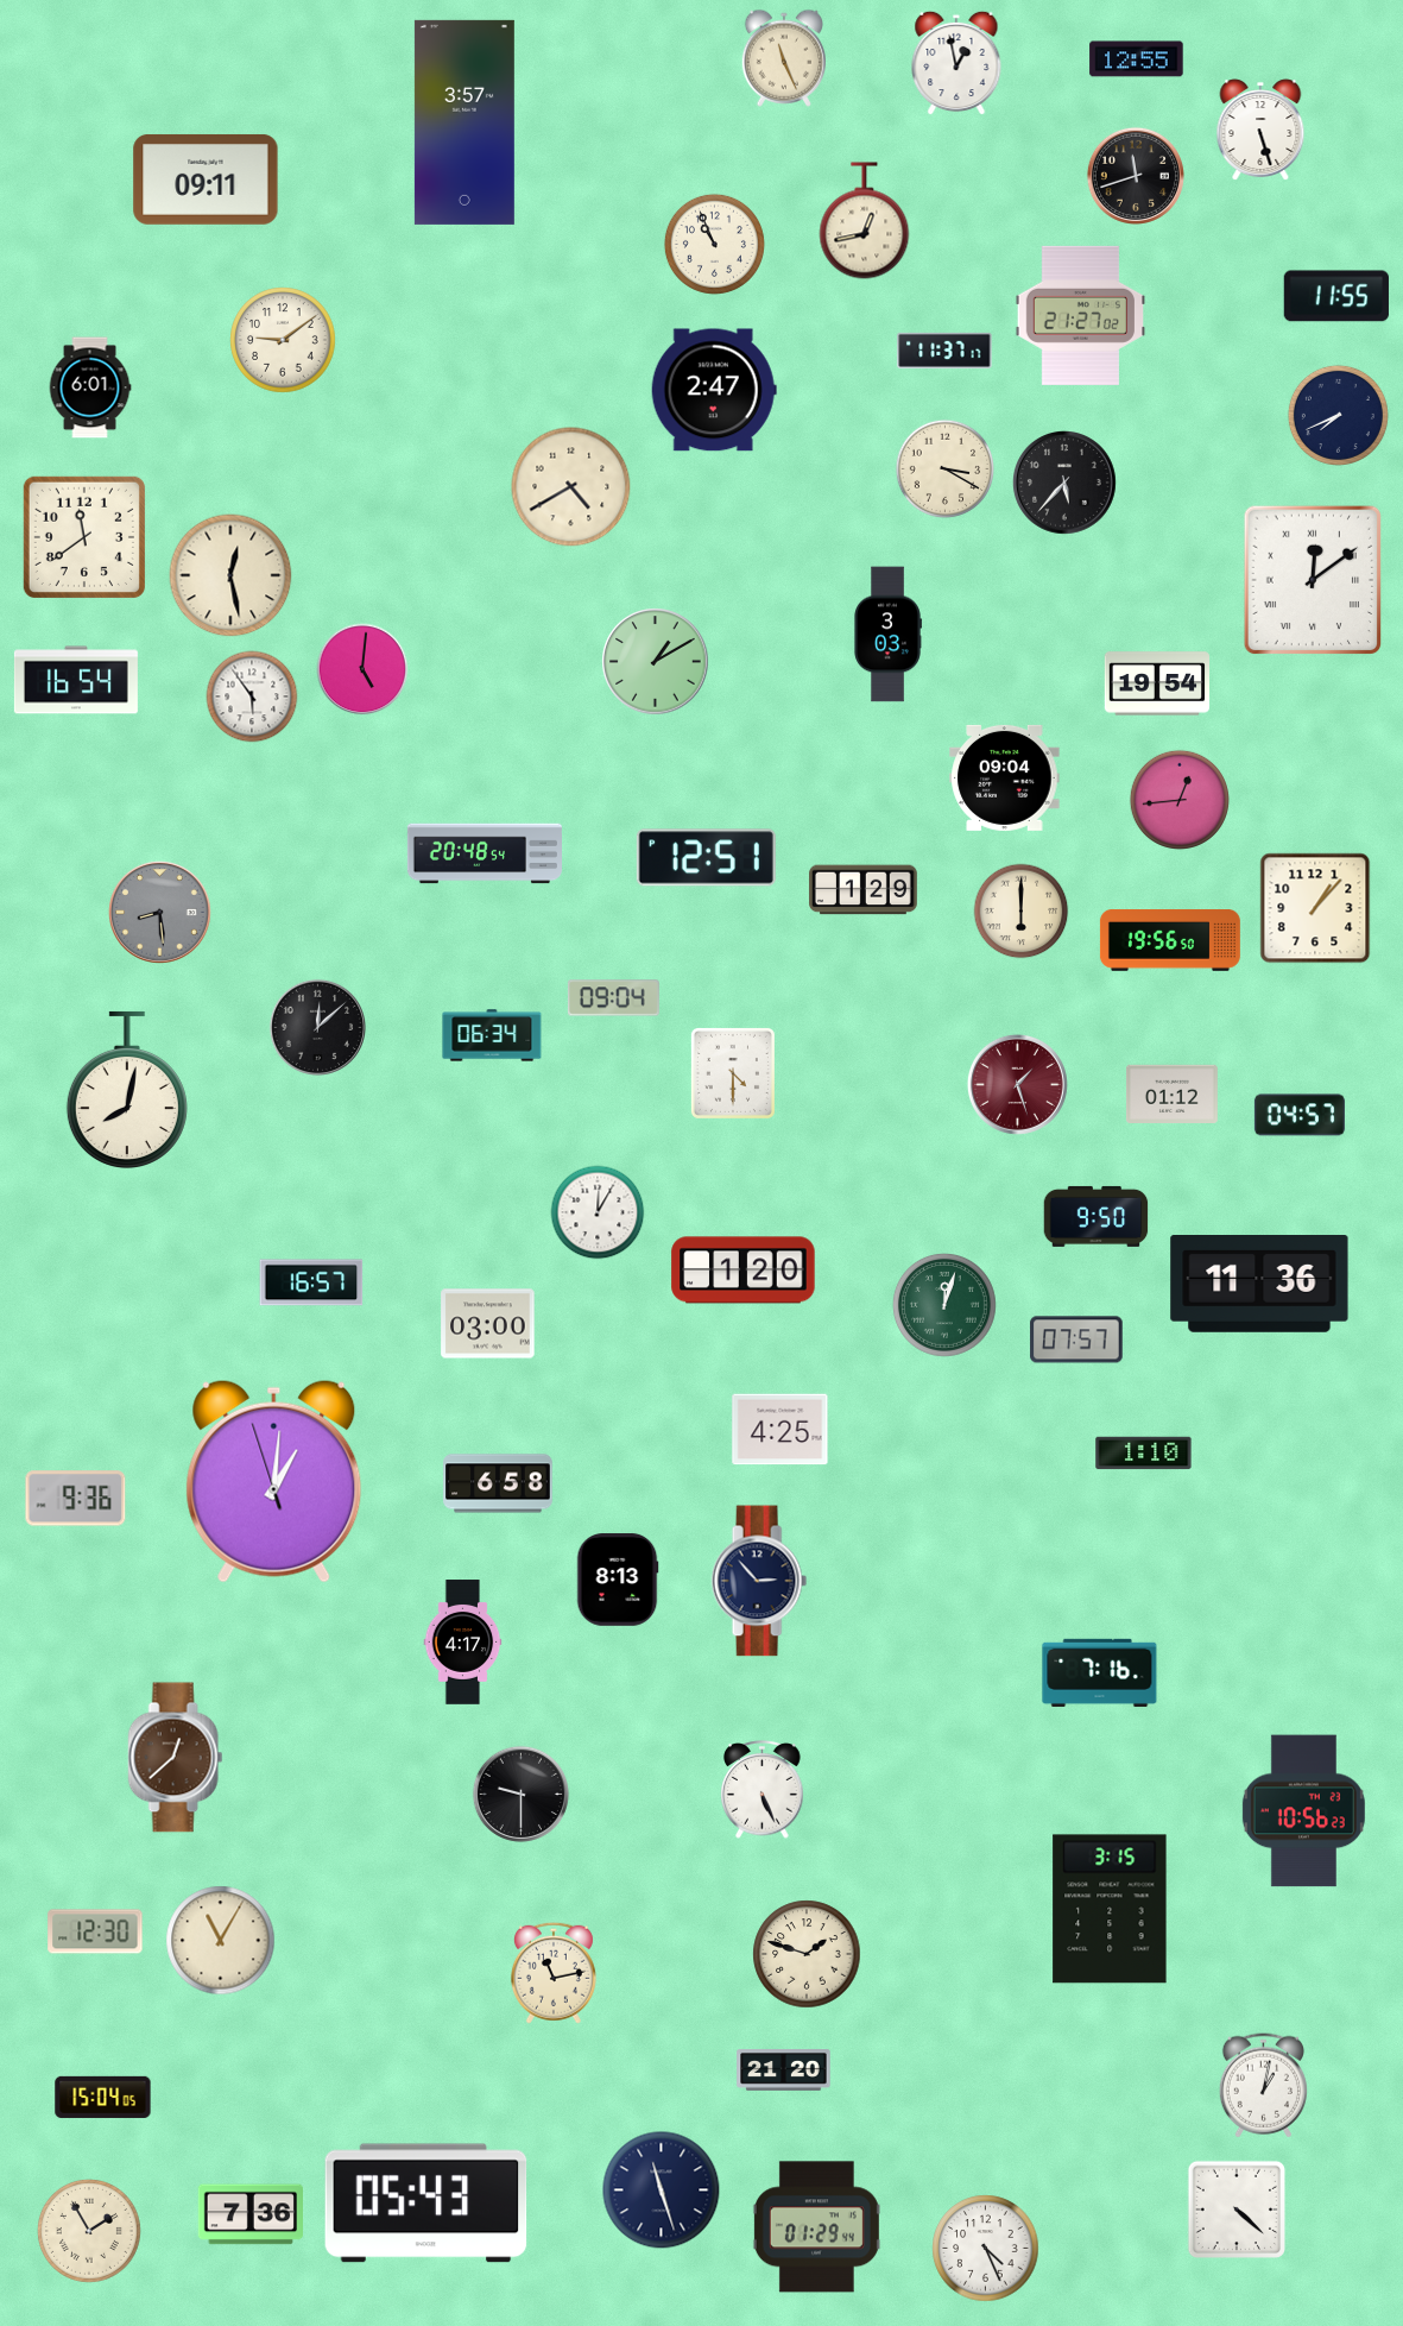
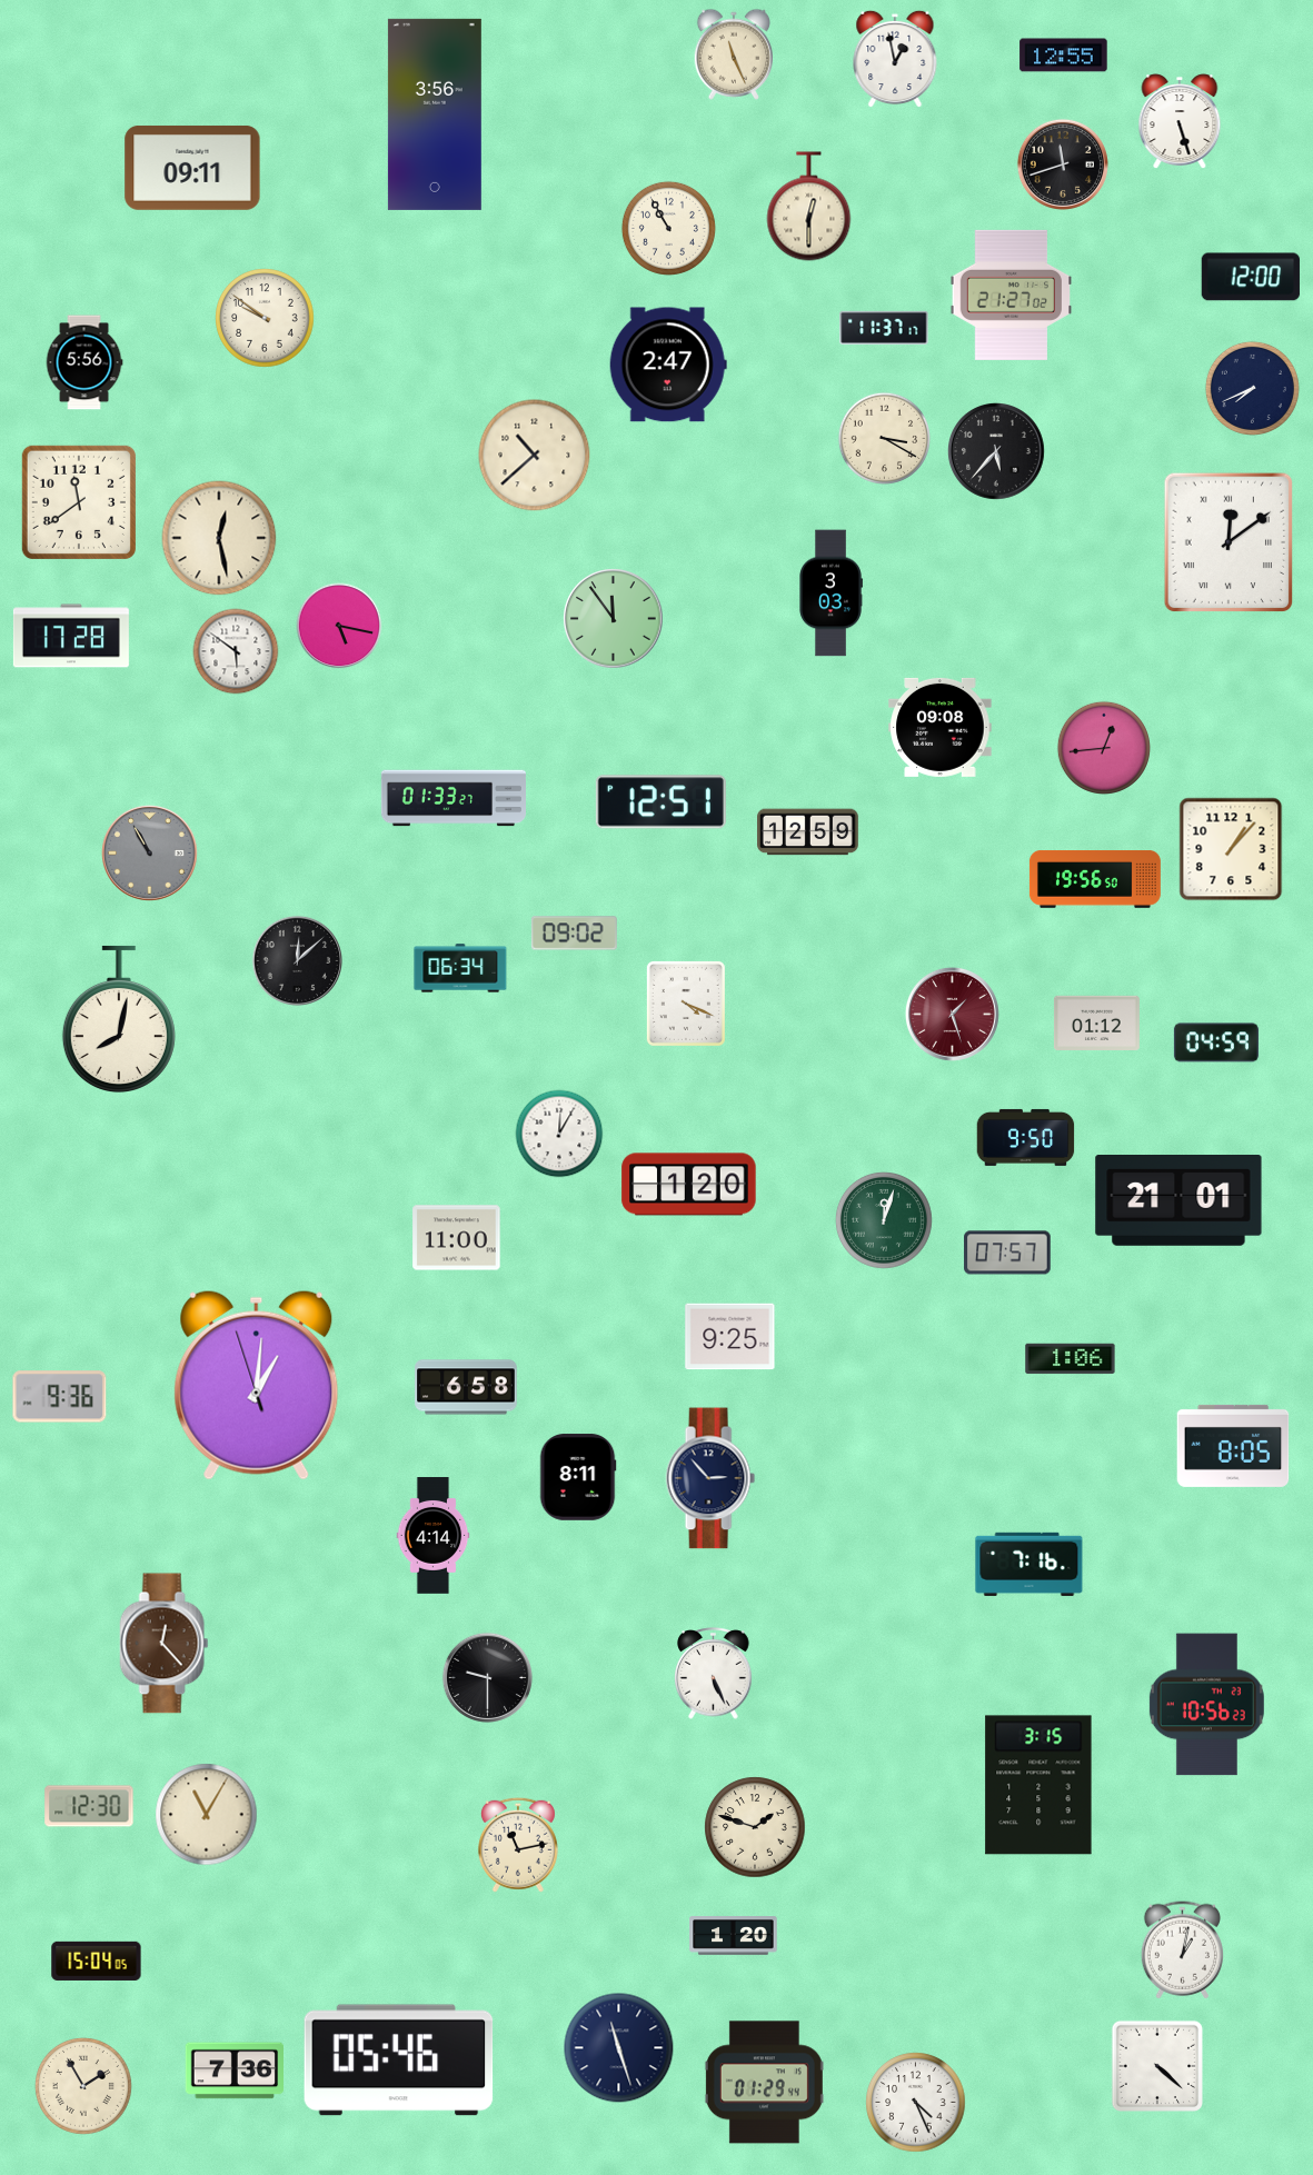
clock at (464, 122): 3:57 -> 3:56
clock at (865, 221): 12:43 -> 12:30
clock at (714, 244): 10:56 -> 10:55
clock at (1336, 296): 11:55 -> 12:00
clock at (283, 340): 9:09 -> 9:51
clock at (90, 387): 6:01 -> 5:56
clock at (571, 487): 4:40 -> 10:38
clock at (230, 575) position: (230, 575) -> (219, 538)
clock at (656, 662): 1:10 -> 11:54
clock at (362, 669): 5:01 -> 5:17
clock at (76, 680): 16:54 -> 17:28
clock at (1157, 683): 19:54 -> none
clock at (252, 696): 5:54 -> 5:51
clock at (1005, 777): 09:04 -> 09:08
clock at (484, 853): 20:48 -> 01:33
clock at (864, 890): 1:29 -> 12:59
clock at (1022, 912): 6:00 -> none
clock at (160, 913): 8:29 -> 10:55
clock at (613, 998): 09:04 -> 09:02
clock at (733, 1073): 4:30 -> 4:19
clock at (1300, 1115): 04:57 -> 04:59
clock at (744, 1271) position: (744, 1271) -> (689, 1185)
clock at (311, 1282): 16:57 -> none
clock at (1259, 1285): 11:36 -> 21:01
clock at (488, 1324): 03:00 -> 11:00
clock at (781, 1430): 4:25 -> 9:25
clock at (1144, 1454): 1:10 -> 1:06
clock at (76, 1499) position: (76, 1499) -> (60, 1397)
clock at (1233, 1446): none -> 8:05
clock at (618, 1580): 8:13 -> 8:11
clock at (463, 1643): 4:17 -> 4:14
clock at (176, 1758): 12:38 -> 12:23
clock at (1303, 1811) position: (1303, 1811) -> (1206, 1705)
clock at (784, 2070): 21:20 -> 1:20
clock at (426, 2204): 05:43 -> 05:46
clock at (986, 2249) position: (986, 2249) -> (916, 2103)
